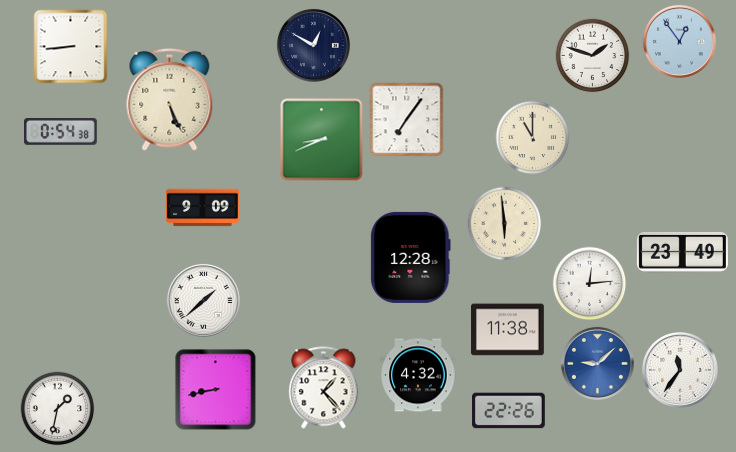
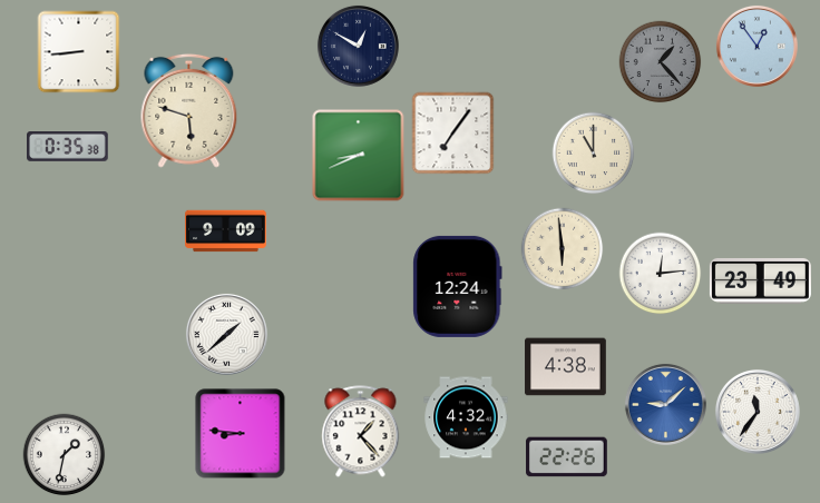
clock at (313, 45) position: (313, 45) -> (358, 46)
clock at (593, 56): 1:48 -> 1:23
clock at (593, 56) dial: white -> grey
clock at (170, 99): 5:26 -> 5:48
clock at (61, 132): 0:54 -> 0:35
clock at (411, 257): 12:28 -> 12:24
clock at (590, 284) position: (590, 284) -> (661, 274)
clock at (508, 330): 11:38 -> 4:38
clock at (216, 390): 8:43 -> 8:46
